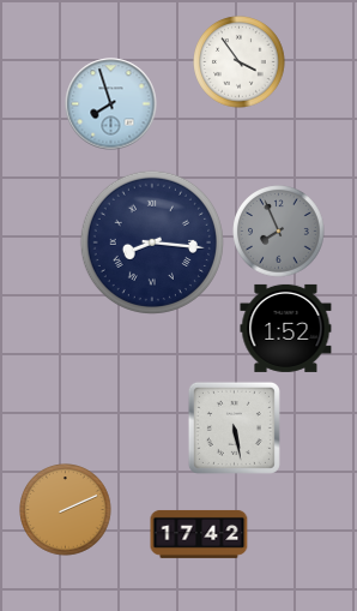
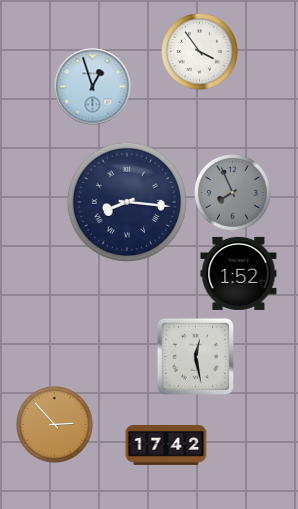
clock at (111, 104): 7:57 -> 12:57
clock at (234, 427): 5:28 -> 12:28
clock at (66, 510): 2:11 -> 2:53
